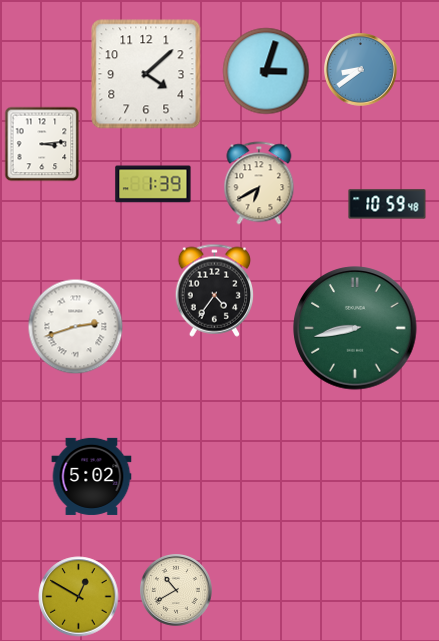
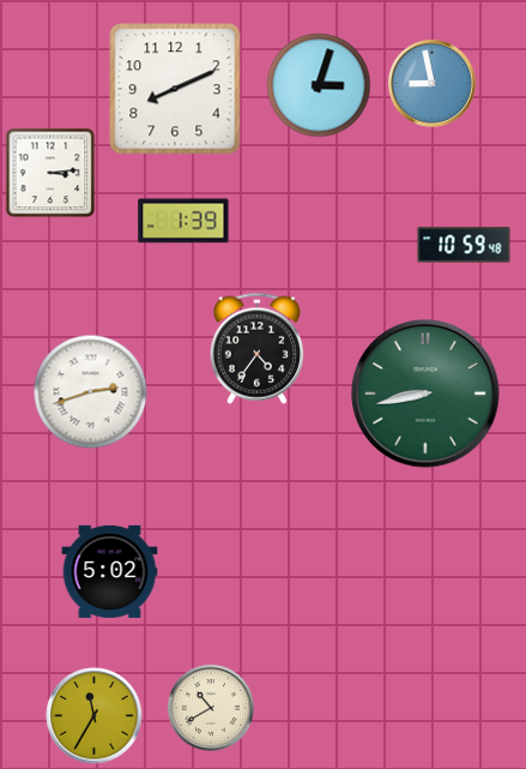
clock at (361, 70): 8:39 -> 8:58
clock at (146, 74): 4:08 -> 8:11
clock at (259, 183): 6:40 -> none
clock at (79, 597): 12:50 -> 11:35
